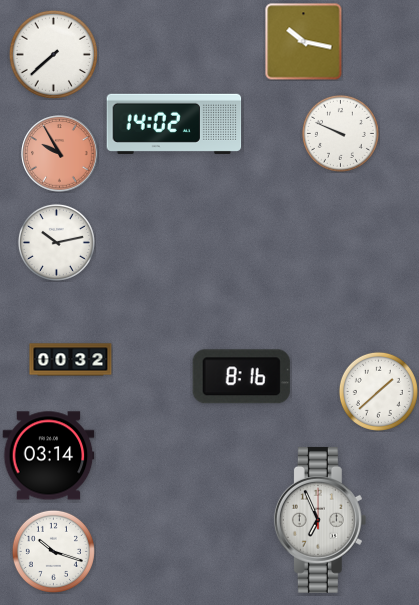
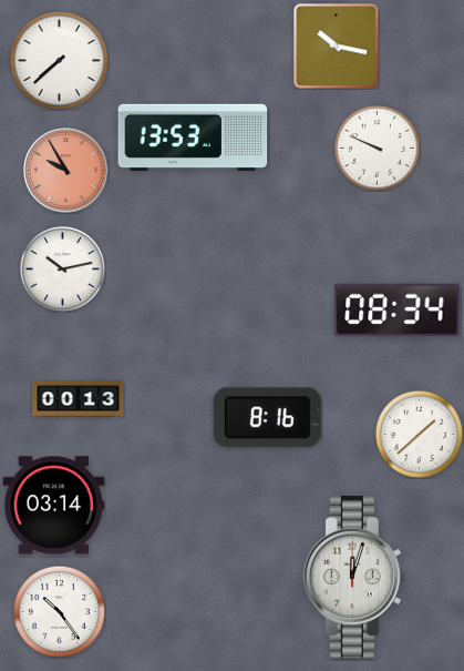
clock at (174, 124): 14:02 -> 13:53
clock at (398, 309): none -> 08:34
clock at (71, 360): 00:32 -> 00:13
clock at (320, 520): 6:56 -> 12:03
clock at (53, 551): 10:18 -> 10:24
